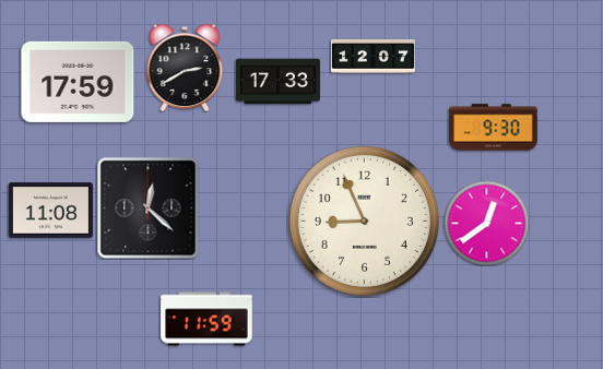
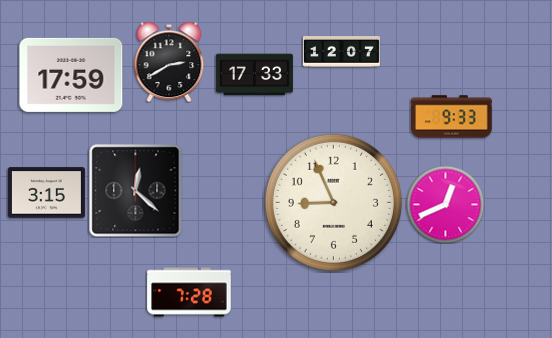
clock at (494, 128): 9:30 -> 9:33
clock at (50, 211): 11:08 -> 3:15
clock at (486, 223): 12:39 -> 12:41
clock at (206, 319): 11:59 -> 7:28
